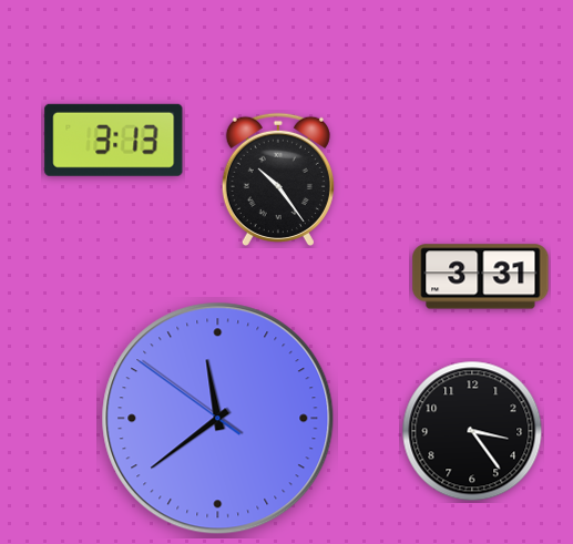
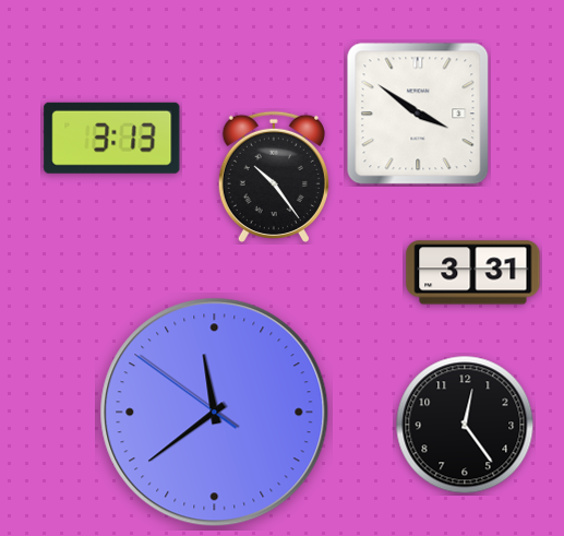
clock at (418, 114): none -> 3:51
clock at (472, 431): 3:24 -> 12:24
